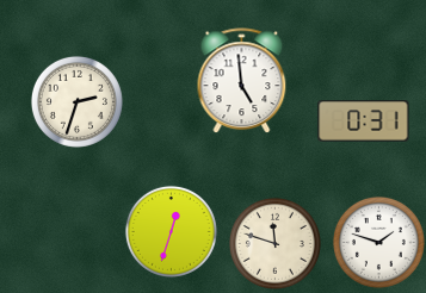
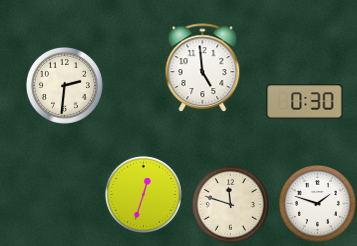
clock at (76, 101): 2:33 -> 2:31
clock at (364, 121): 0:31 -> 0:30
